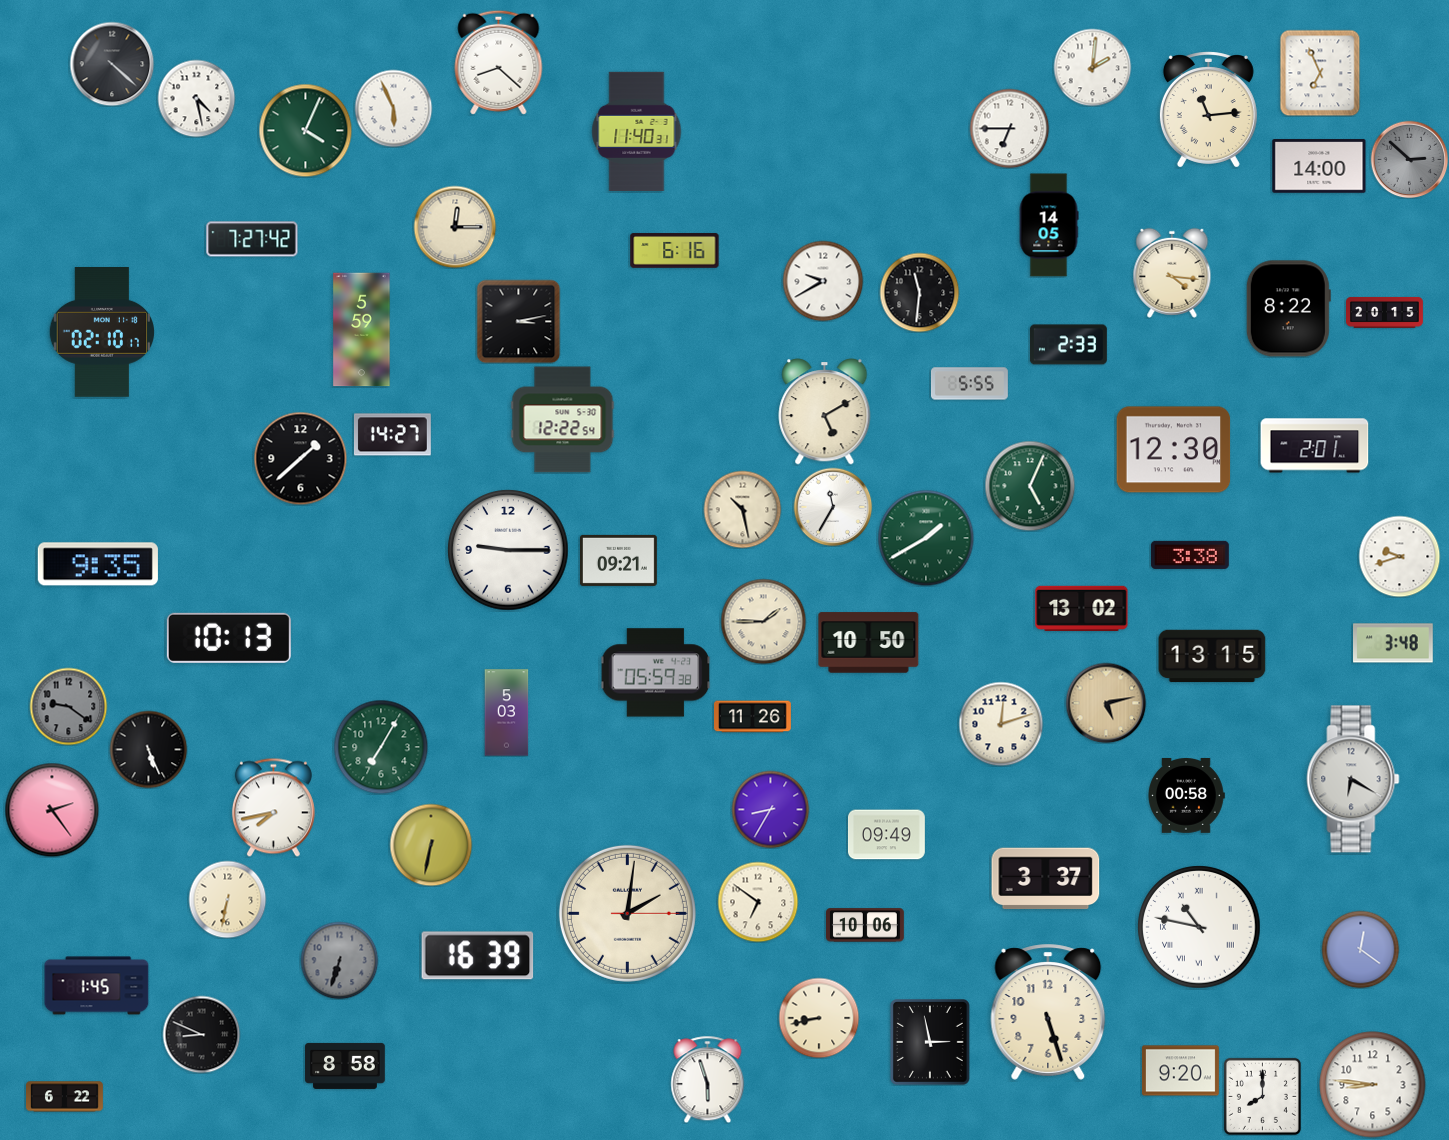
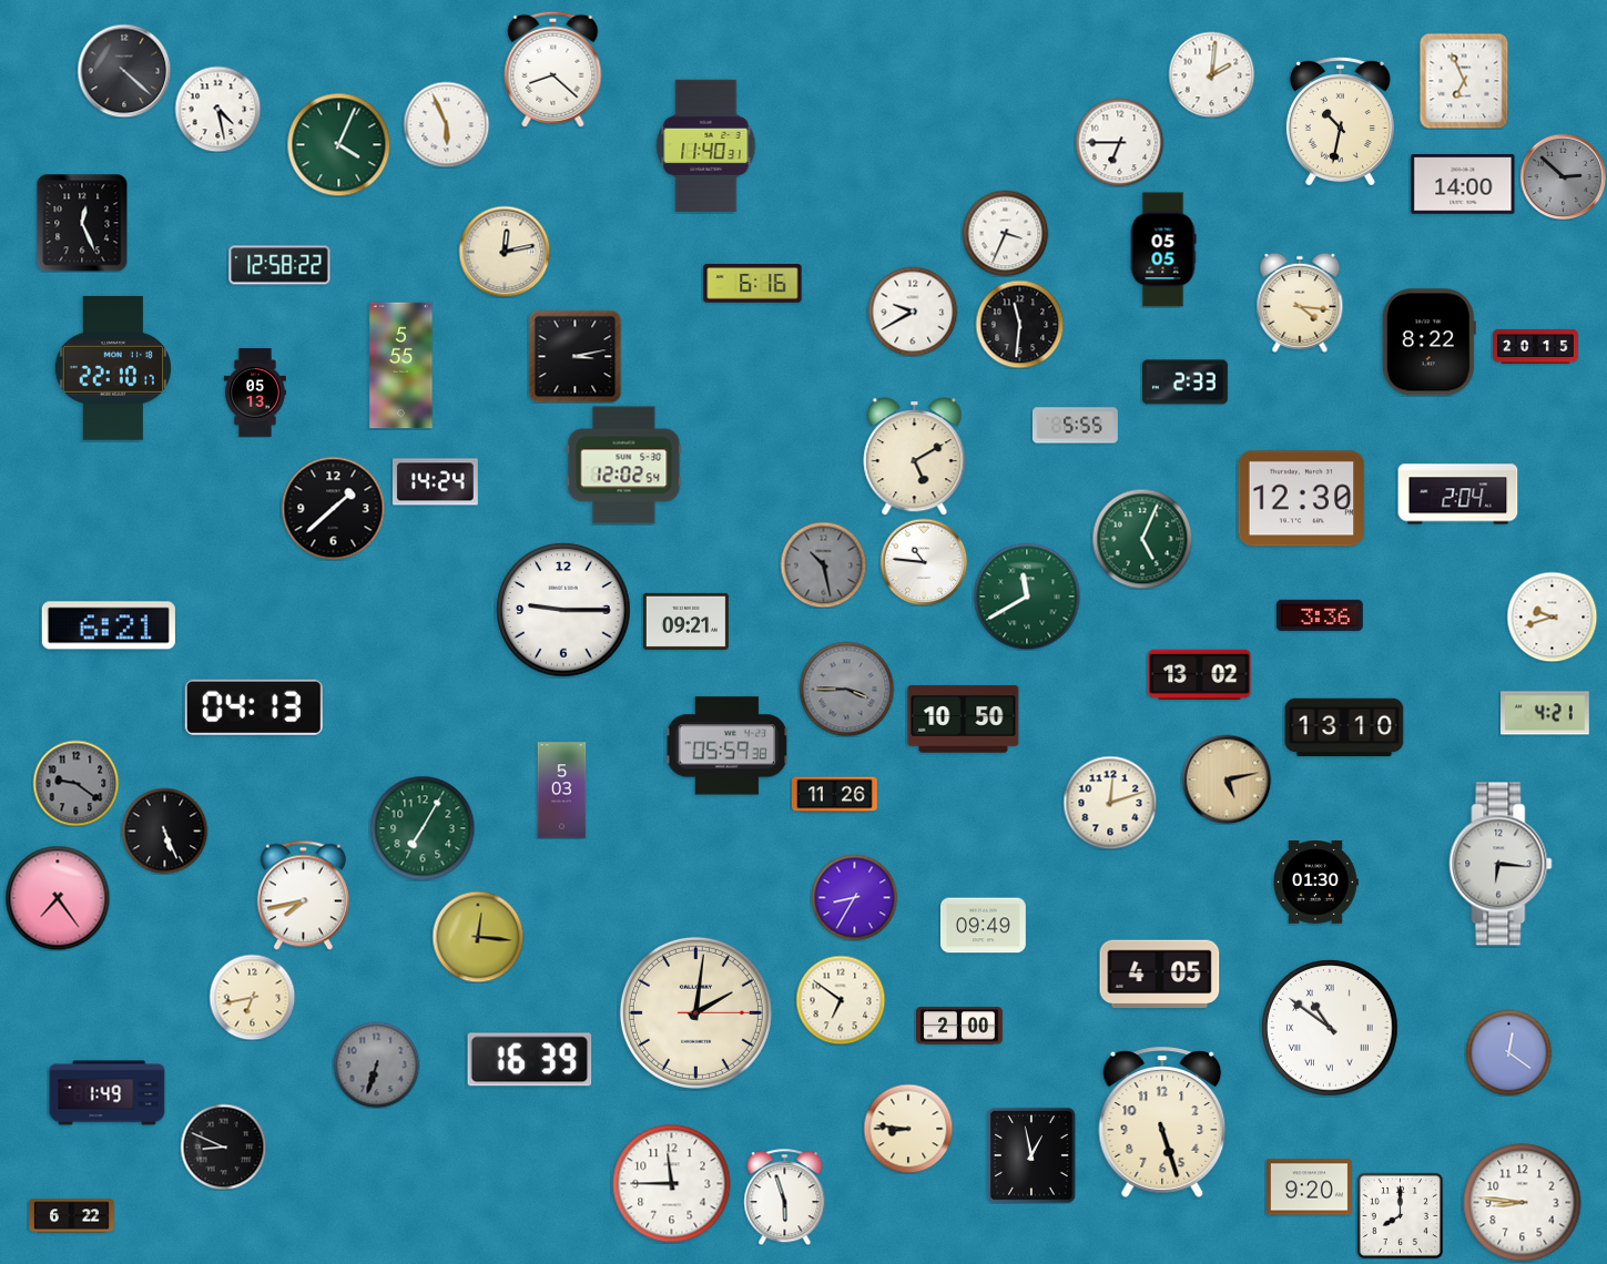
clock at (393, 108) position: (393, 108) -> (446, 124)
clock at (1208, 110): 11:14 -> 10:32
clock at (82, 223): none -> 12:26
clock at (1005, 233): none -> 3:34
clock at (1049, 225): 14:05 -> 05:05
clock at (455, 227): 12:15 -> 12:13
clock at (252, 239): 7:27 -> 12:58
clock at (675, 251) position: (675, 251) -> (753, 284)
clock at (362, 330): 5:59 -> 5:55
clock at (101, 333): 02:10 -> 22:10
clock at (255, 393): none -> 05:13
clock at (563, 420): 12:22 -> 12:02
clock at (392, 435): 14:27 -> 14:24
clock at (1315, 446): 2:01 -> 2:04
clock at (833, 507): 11:35 -> 10:46
clock at (742, 509) dial: cream -> grey
clock at (926, 538): 1:40 -> 11:40
clock at (1190, 555): 3:38 -> 3:36
clock at (98, 564): 9:35 -> 6:21
clock at (763, 621): 1:45 -> 3:45
clock at (763, 621) dial: cream -> grey
clock at (229, 638): 10:13 -> 04:13
clock at (869, 643) position: (869, 643) -> (964, 720)
clock at (1394, 643): 3:48 -> 4:21
clock at (1212, 656): 13:15 -> 13:10
clock at (1353, 779): 6:20 -> 6:16
clock at (1186, 796): 00:58 -> 01:30
clock at (52, 810): 2:24 -> 7:24
clock at (431, 845): 6:32 -> 12:16
clock at (1046, 879): 3:37 -> 4:05
clock at (227, 899): 6:32 -> 6:43
clock at (866, 925): 10:06 -> 2:00
clock at (1199, 927): 10:47 -> 10:51
clock at (97, 986): 1:45 -> 1:49
clock at (819, 1018): 8:43 -> 8:46
clock at (930, 1043): 2:58 -> 12:58
clock at (345, 1066): 8:58 -> none
clock at (672, 1184): none -> 11:45
